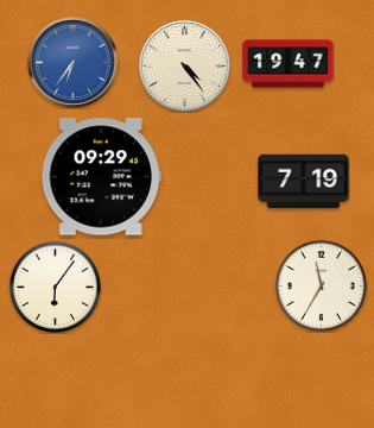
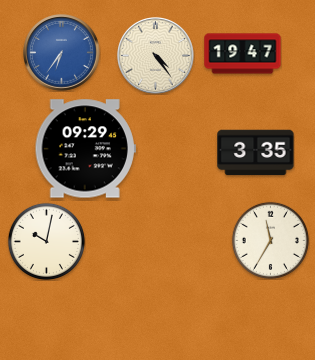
clock at (304, 182): 7:19 -> 3:35
clock at (55, 287): 6:06 -> 10:02
